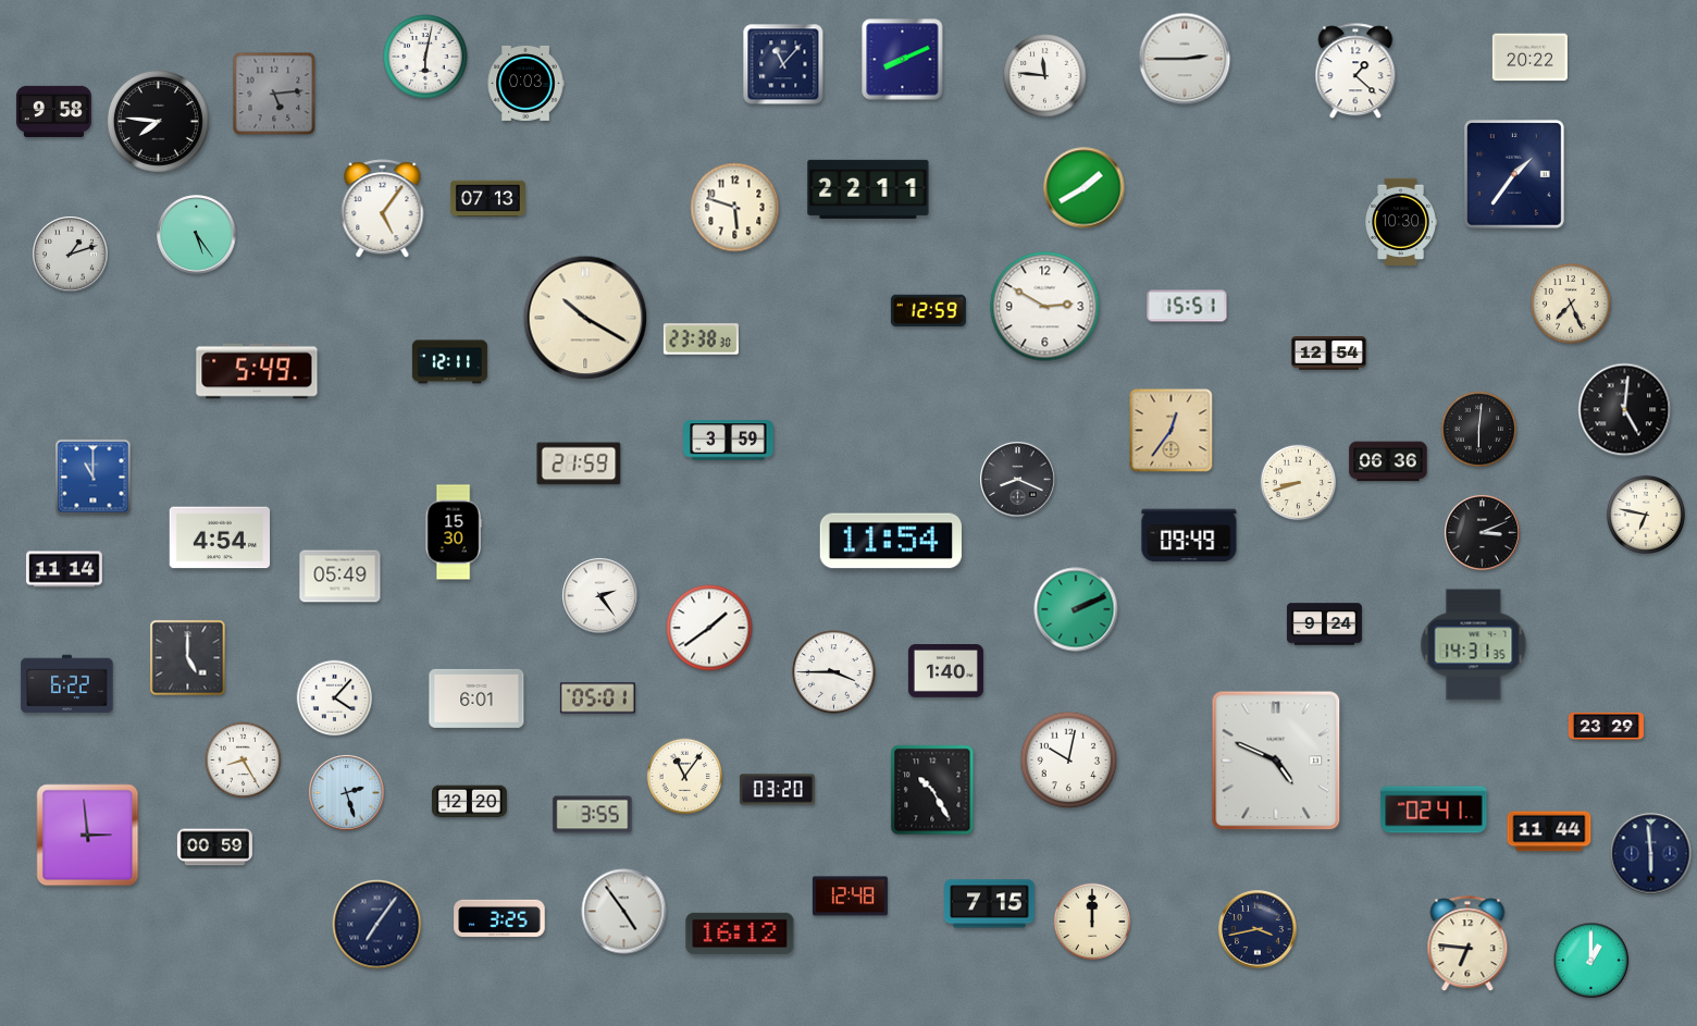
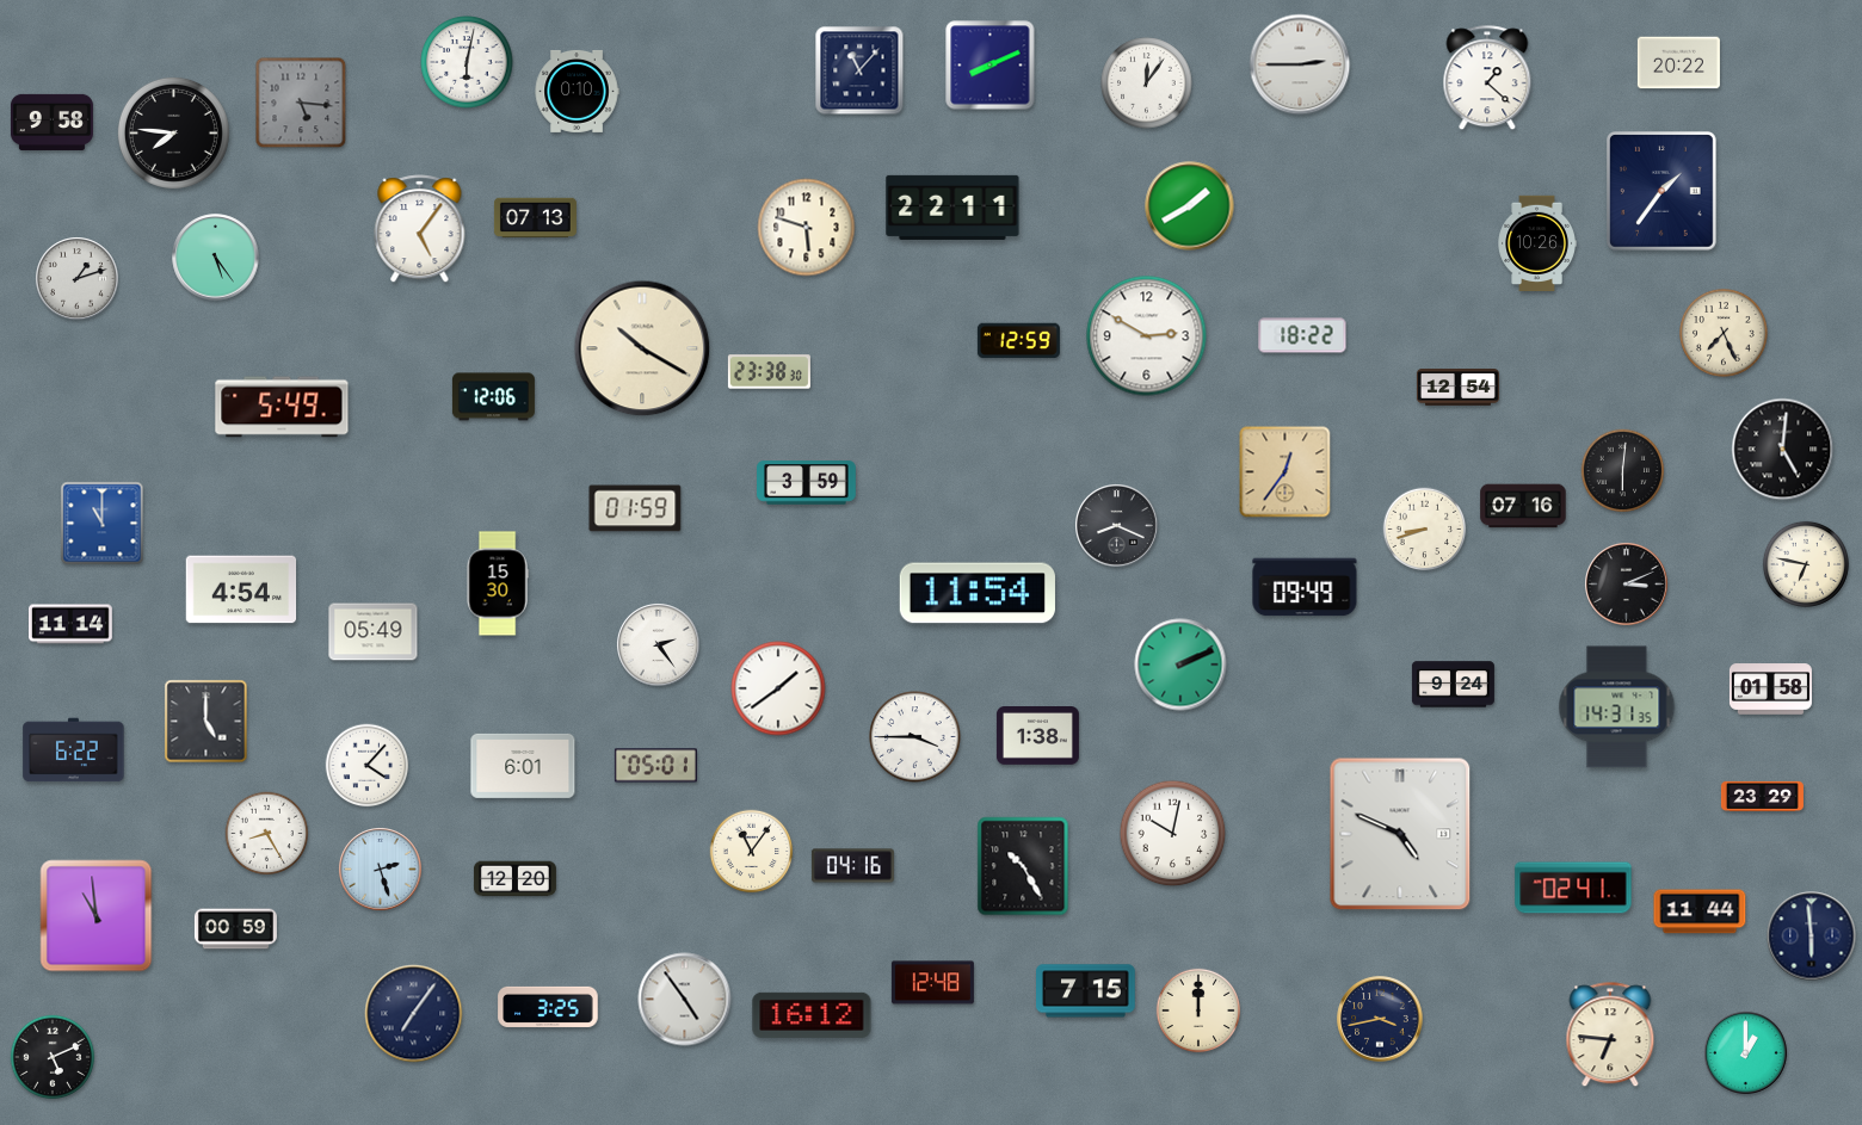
clock at (1045, 76): 11:46 -> 12:06
clock at (525, 83): 0:03 -> 0:10
clock at (274, 94): 5:14 -> 5:16
clock at (53, 111) position: (53, 111) -> (51, 122)
clock at (1401, 222): 10:30 -> 10:26
clock at (1187, 306): 15:51 -> 18:22
clock at (449, 362): 12:11 -> 12:06
clock at (729, 441) position: (729, 441) -> (807, 483)
clock at (1388, 461): 06:36 -> 07:16
clock at (579, 463): 21:59 -> 01:59
clock at (600, 596) position: (600, 596) -> (659, 645)
clock at (1076, 609) position: (1076, 609) -> (1180, 665)
clock at (1770, 690): none -> 01:58
clock at (945, 671): 1:40 -> 1:38
clock at (777, 790): 03:20 -> 04:16
clock at (593, 815): 3:55 -> none
clock at (88, 836): 2:59 -> 10:59
clock at (740, 934) position: (740, 934) -> (812, 1015)
clock at (53, 1057): none -> 5:11
